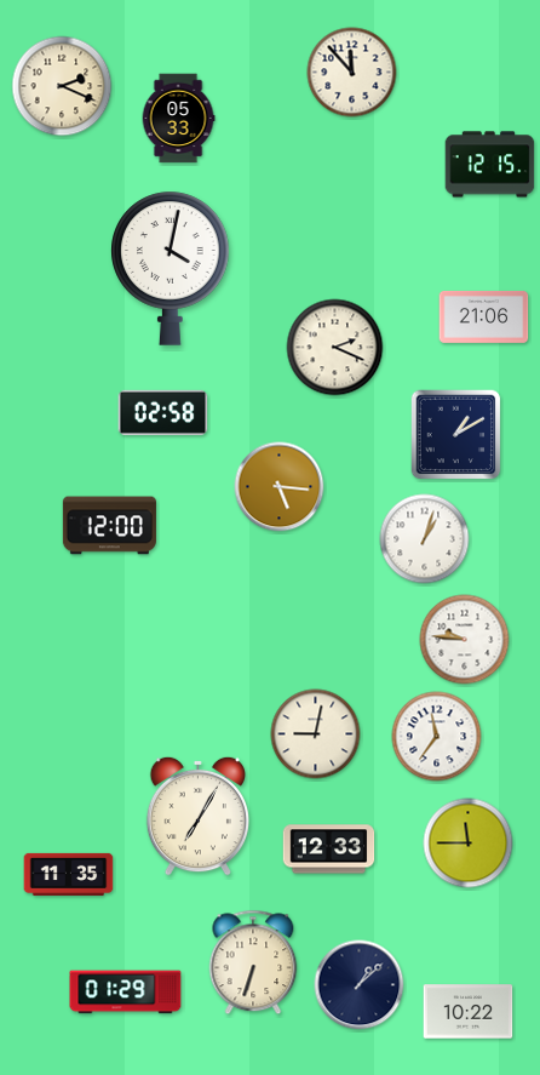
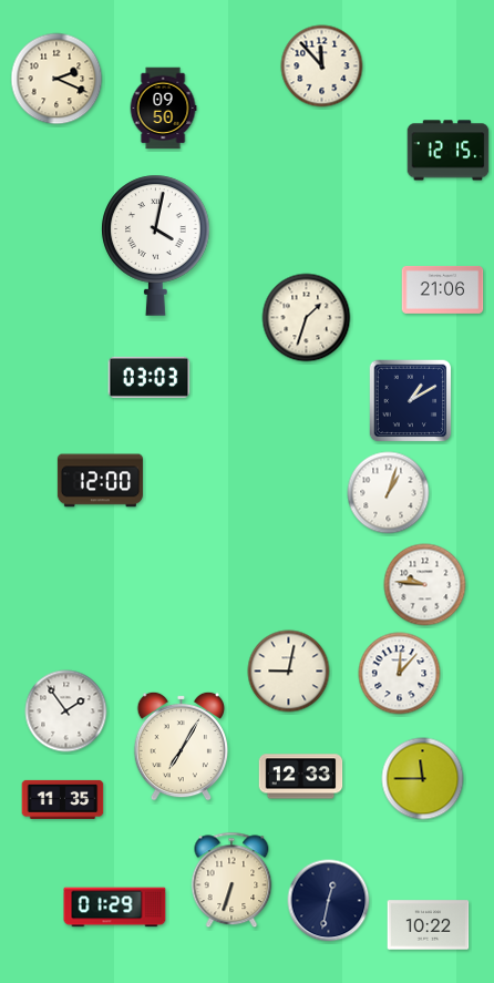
clock at (178, 119): 05:33 -> 09:50
clock at (335, 348): 2:19 -> 1:33
clock at (163, 412): 02:58 -> 03:03
clock at (456, 435) position: (456, 435) -> (411, 401)
clock at (280, 487): 5:16 -> none
clock at (437, 737): 11:36 -> 12:07
clock at (66, 711): none -> 1:54
clock at (469, 844) position: (469, 844) -> (423, 779)
clock at (360, 985): 1:08 -> 12:32
